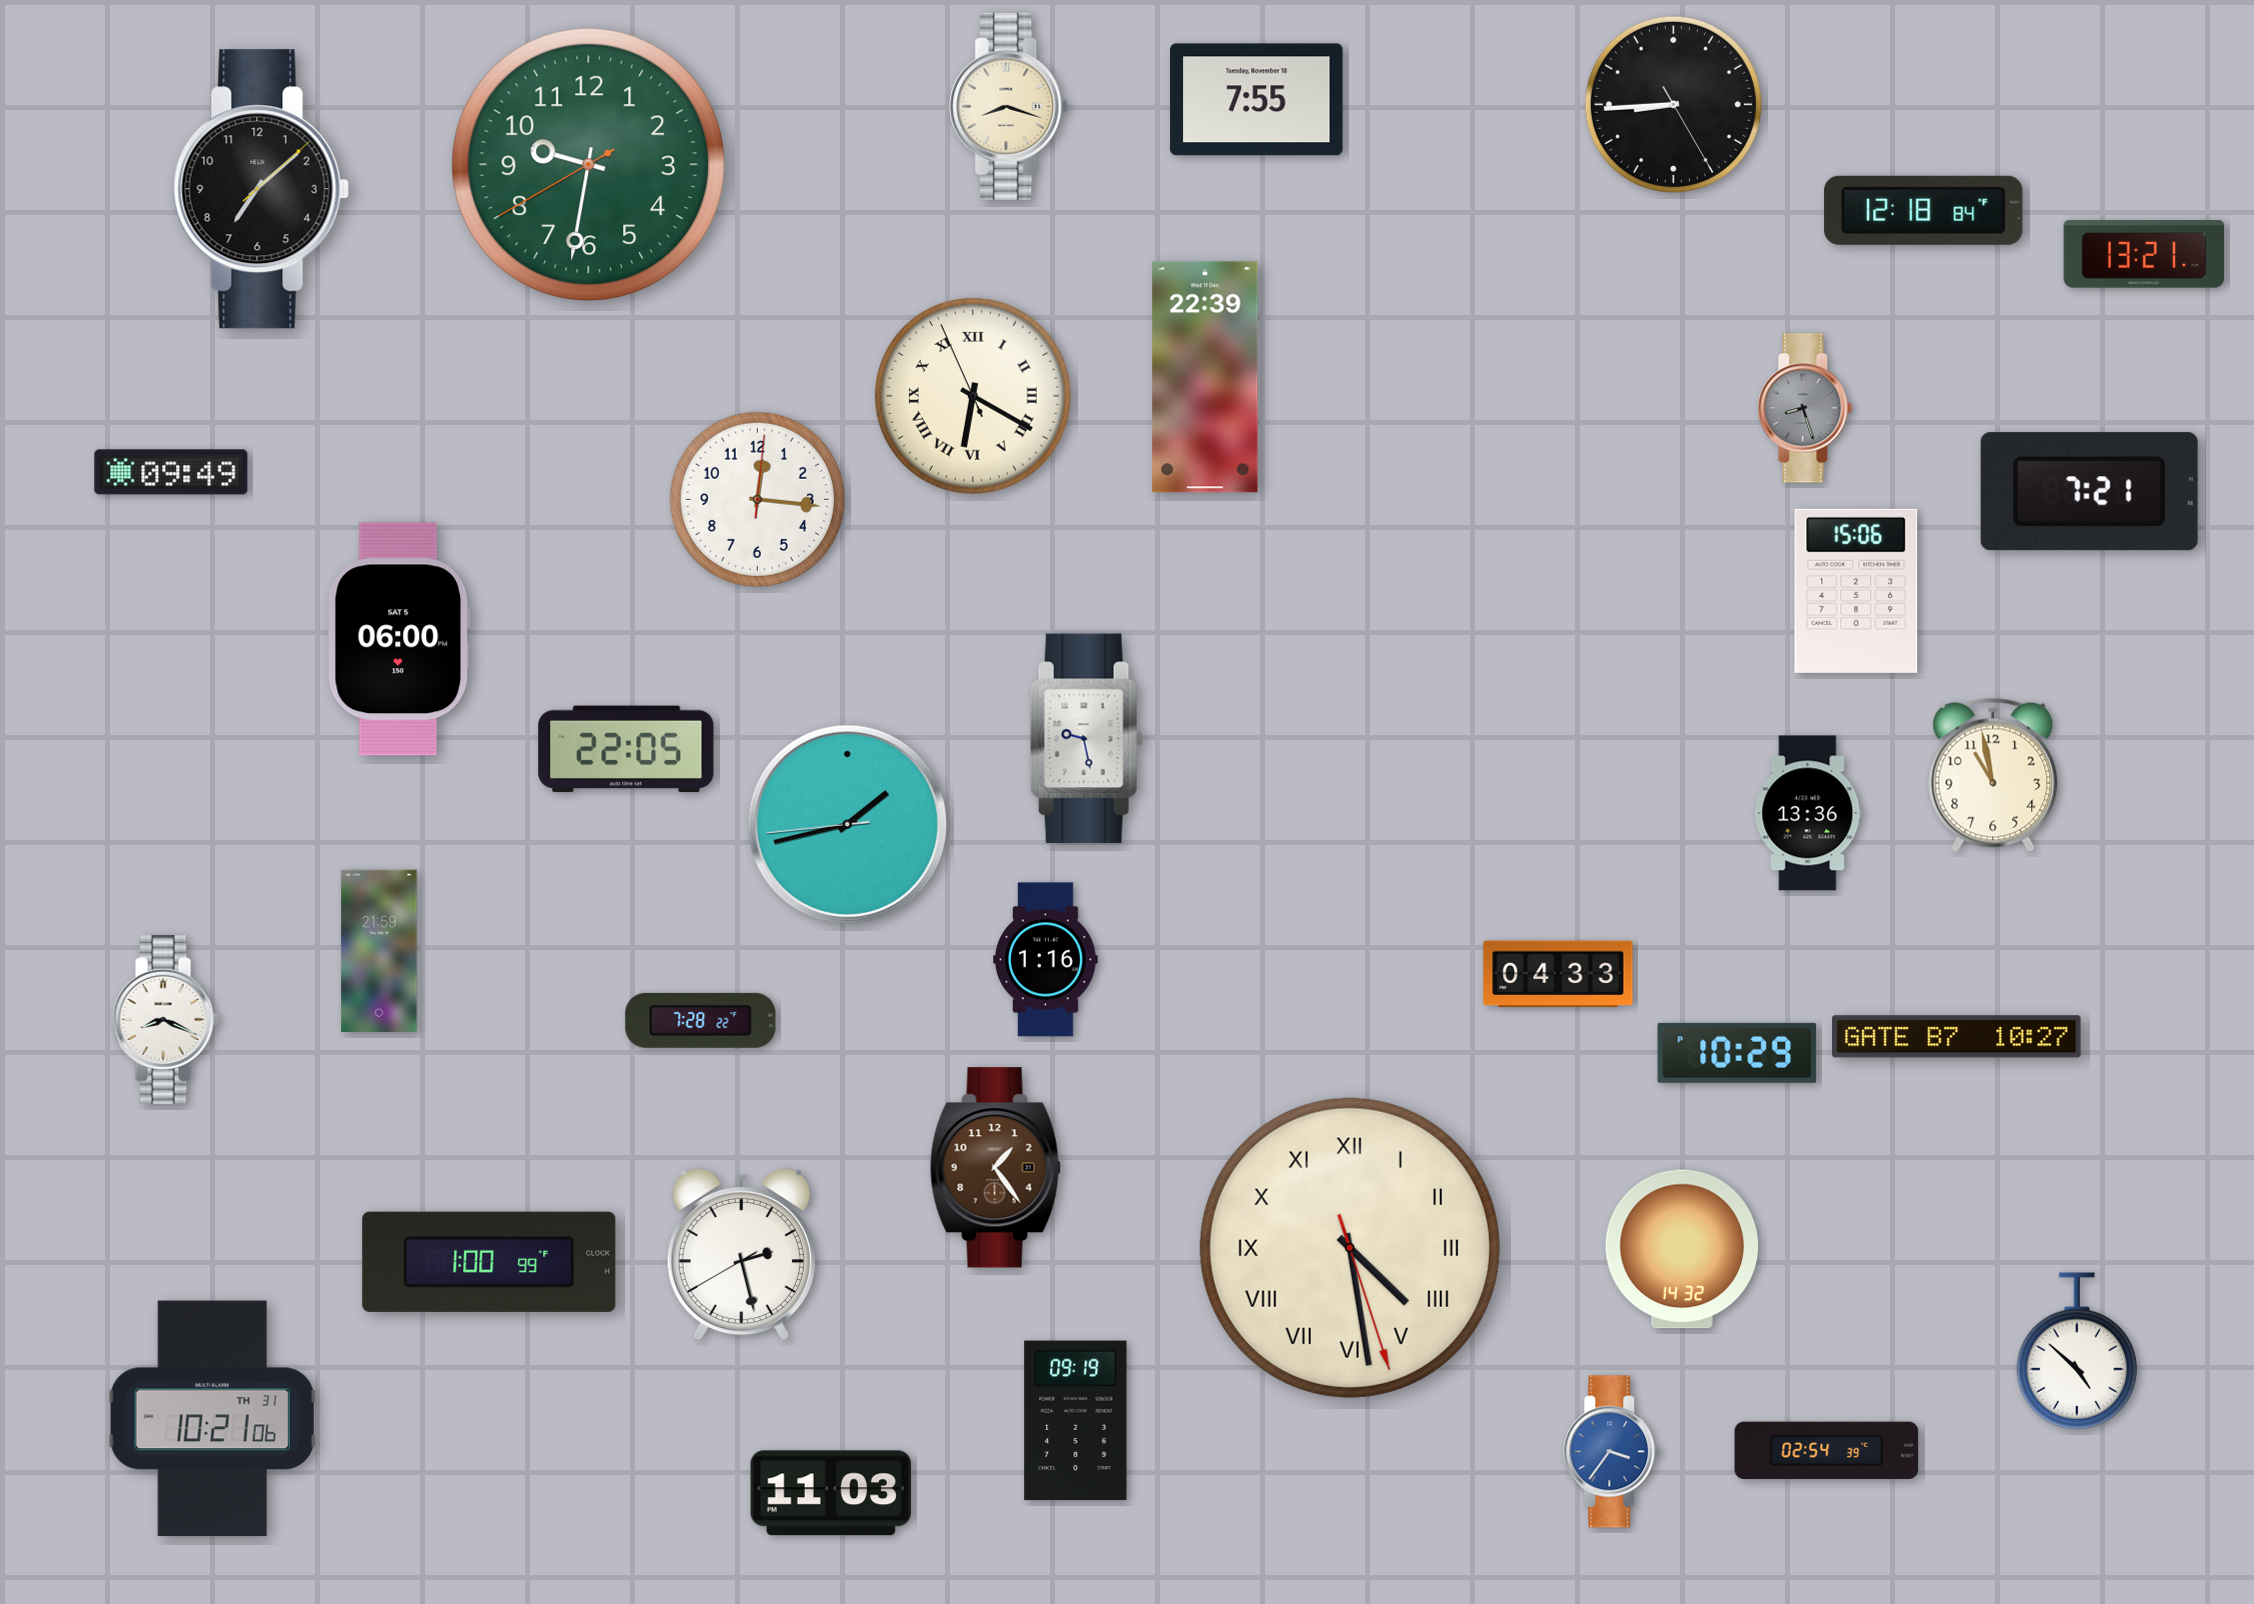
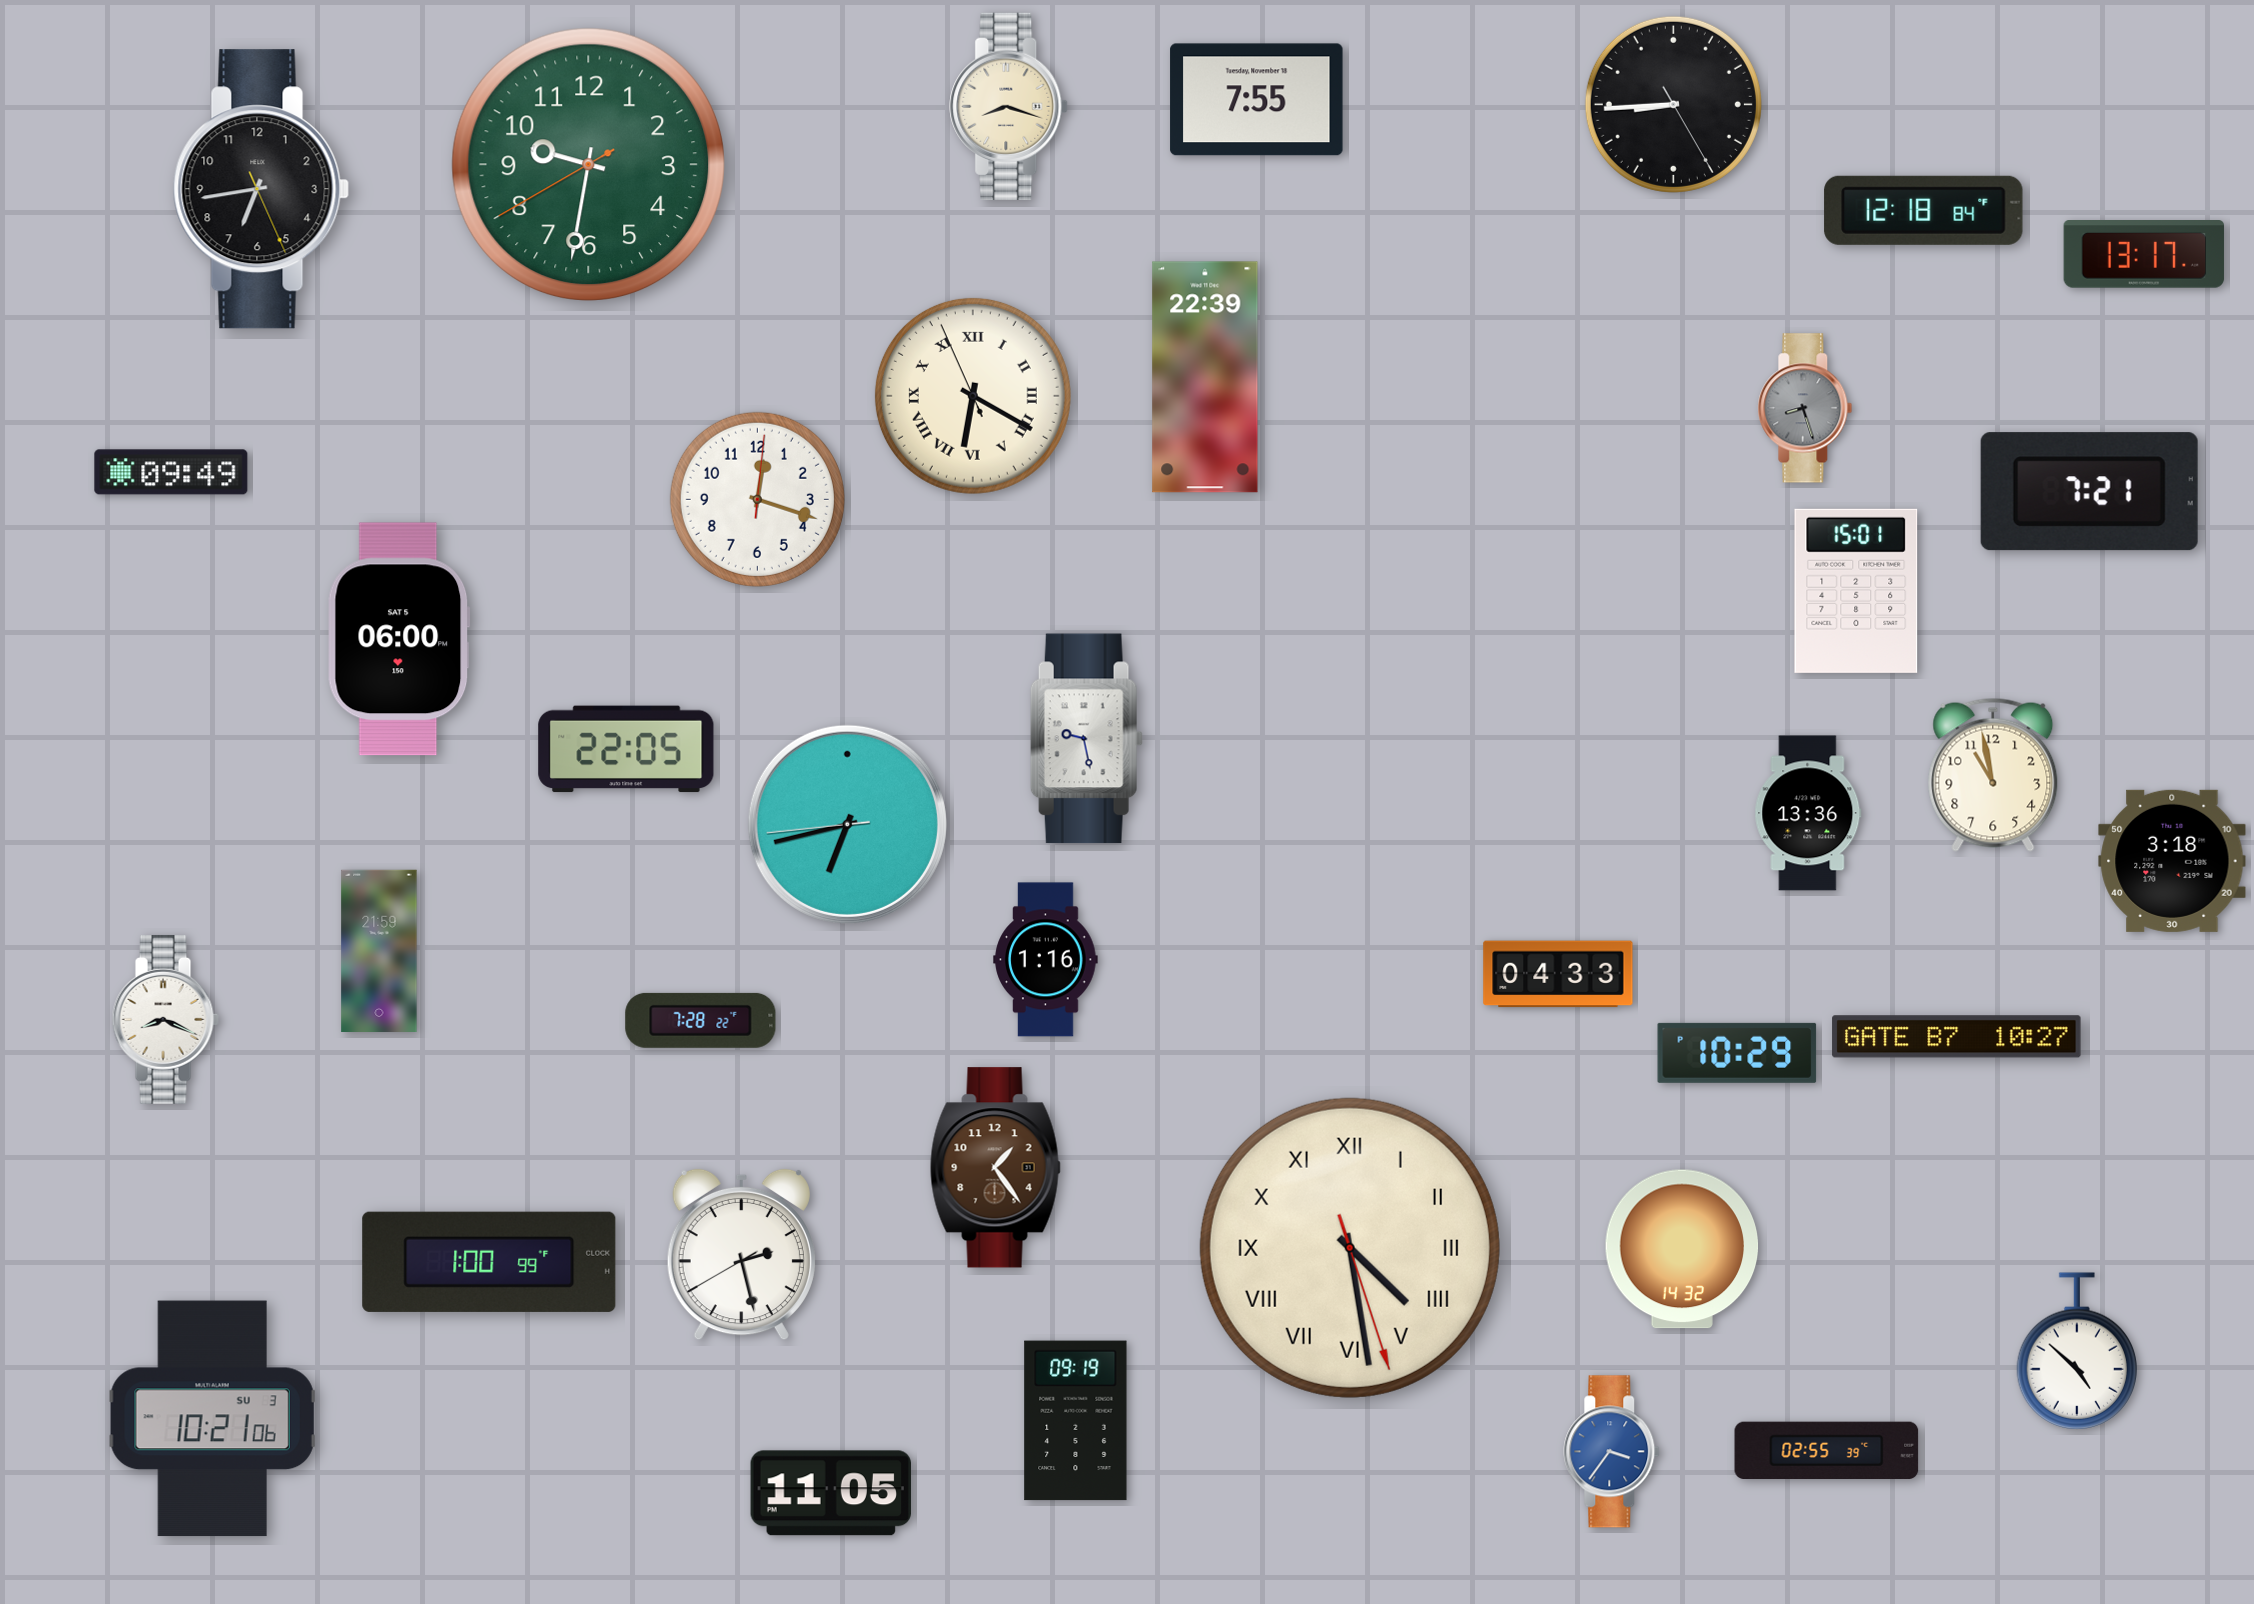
clock at (261, 189): 7:08 -> 6:43
clock at (2144, 254): 13:21 -> 13:17
clock at (757, 499): 12:16 -> 12:18
clock at (1856, 591): 15:06 -> 15:01
clock at (847, 824): 1:42 -> 6:42
clock at (2172, 861): none -> 3:18
clock at (213, 1419) date: TH 31 -> SU 3
clock at (1827, 1450): 02:54 -> 02:55
clock at (830, 1493): 11:03 -> 11:05
